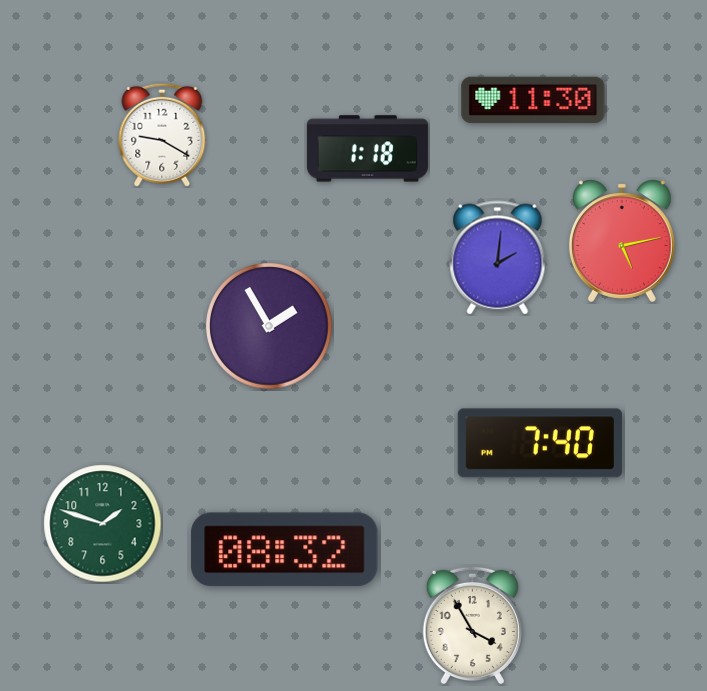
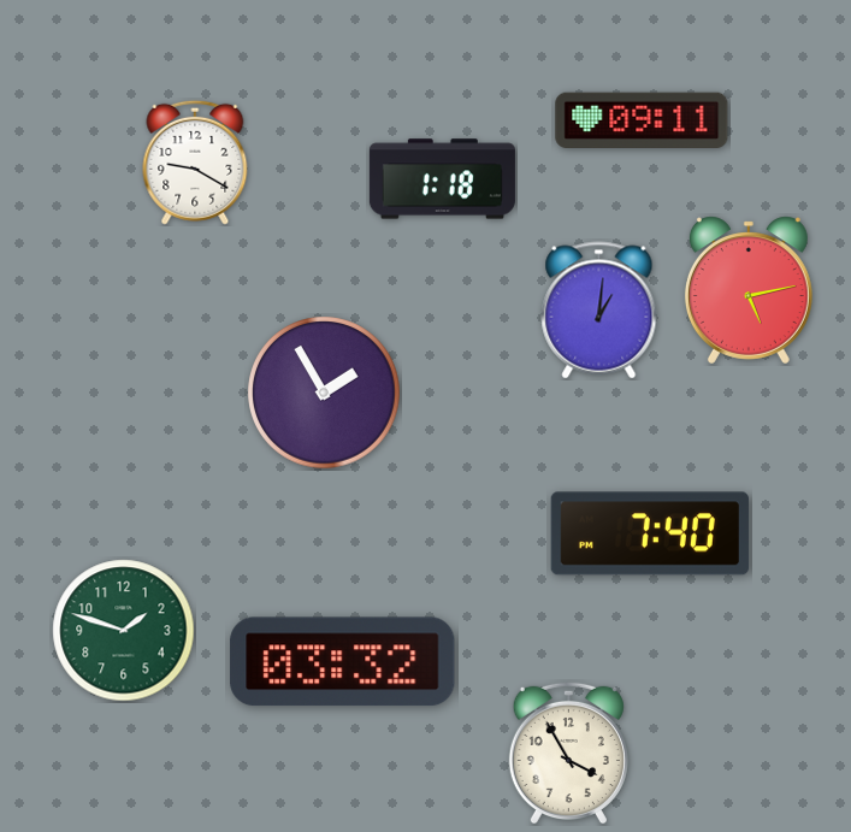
clock at (533, 99): 11:30 -> 09:11
clock at (498, 258): 2:01 -> 1:01
clock at (285, 550): 08:32 -> 03:32
